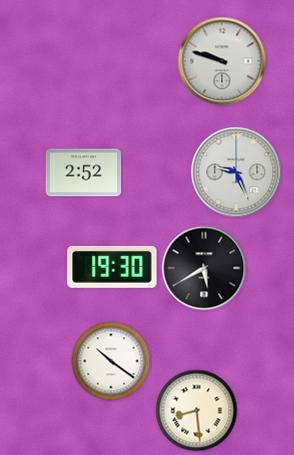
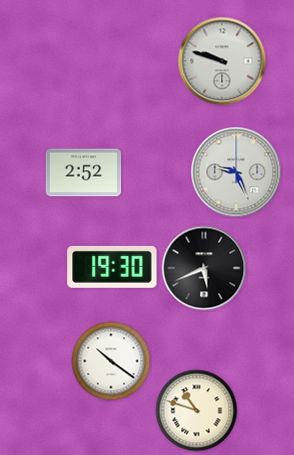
clock at (204, 268): 5:40 -> 5:41
clock at (197, 411): 8:29 -> 10:48
